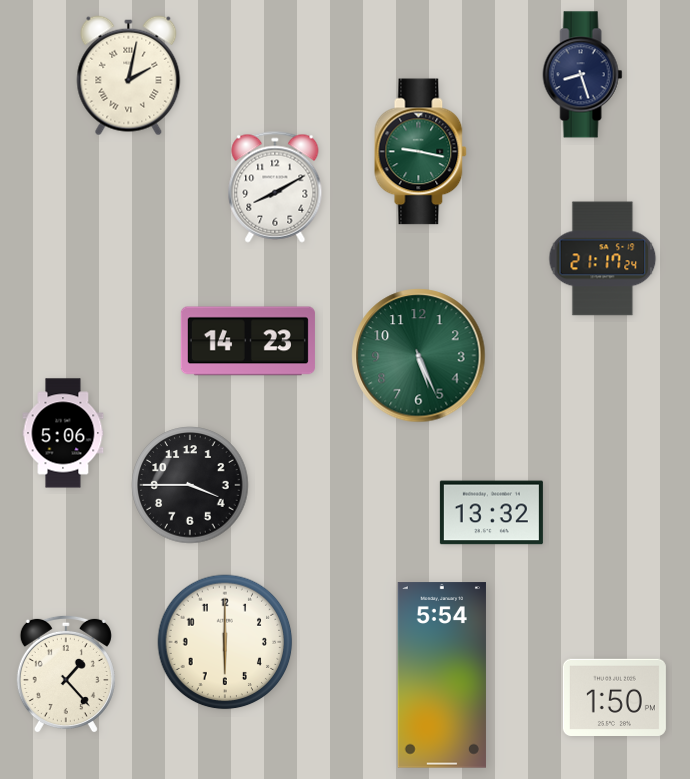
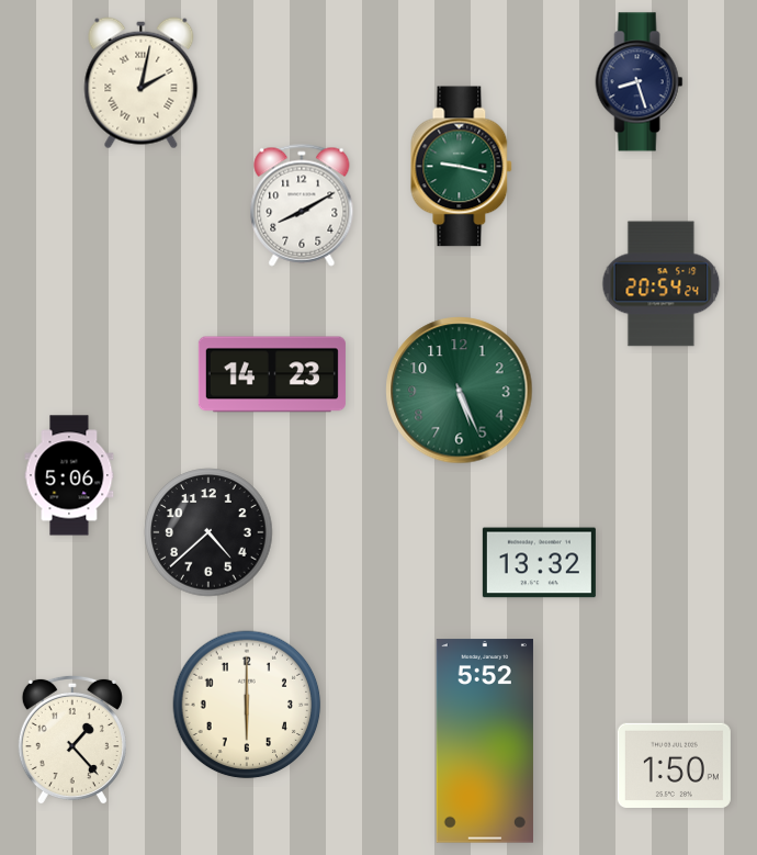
clock at (603, 259): 21:17 -> 20:54
clock at (190, 485): 3:45 -> 4:38
clock at (442, 675): 5:54 -> 5:52
